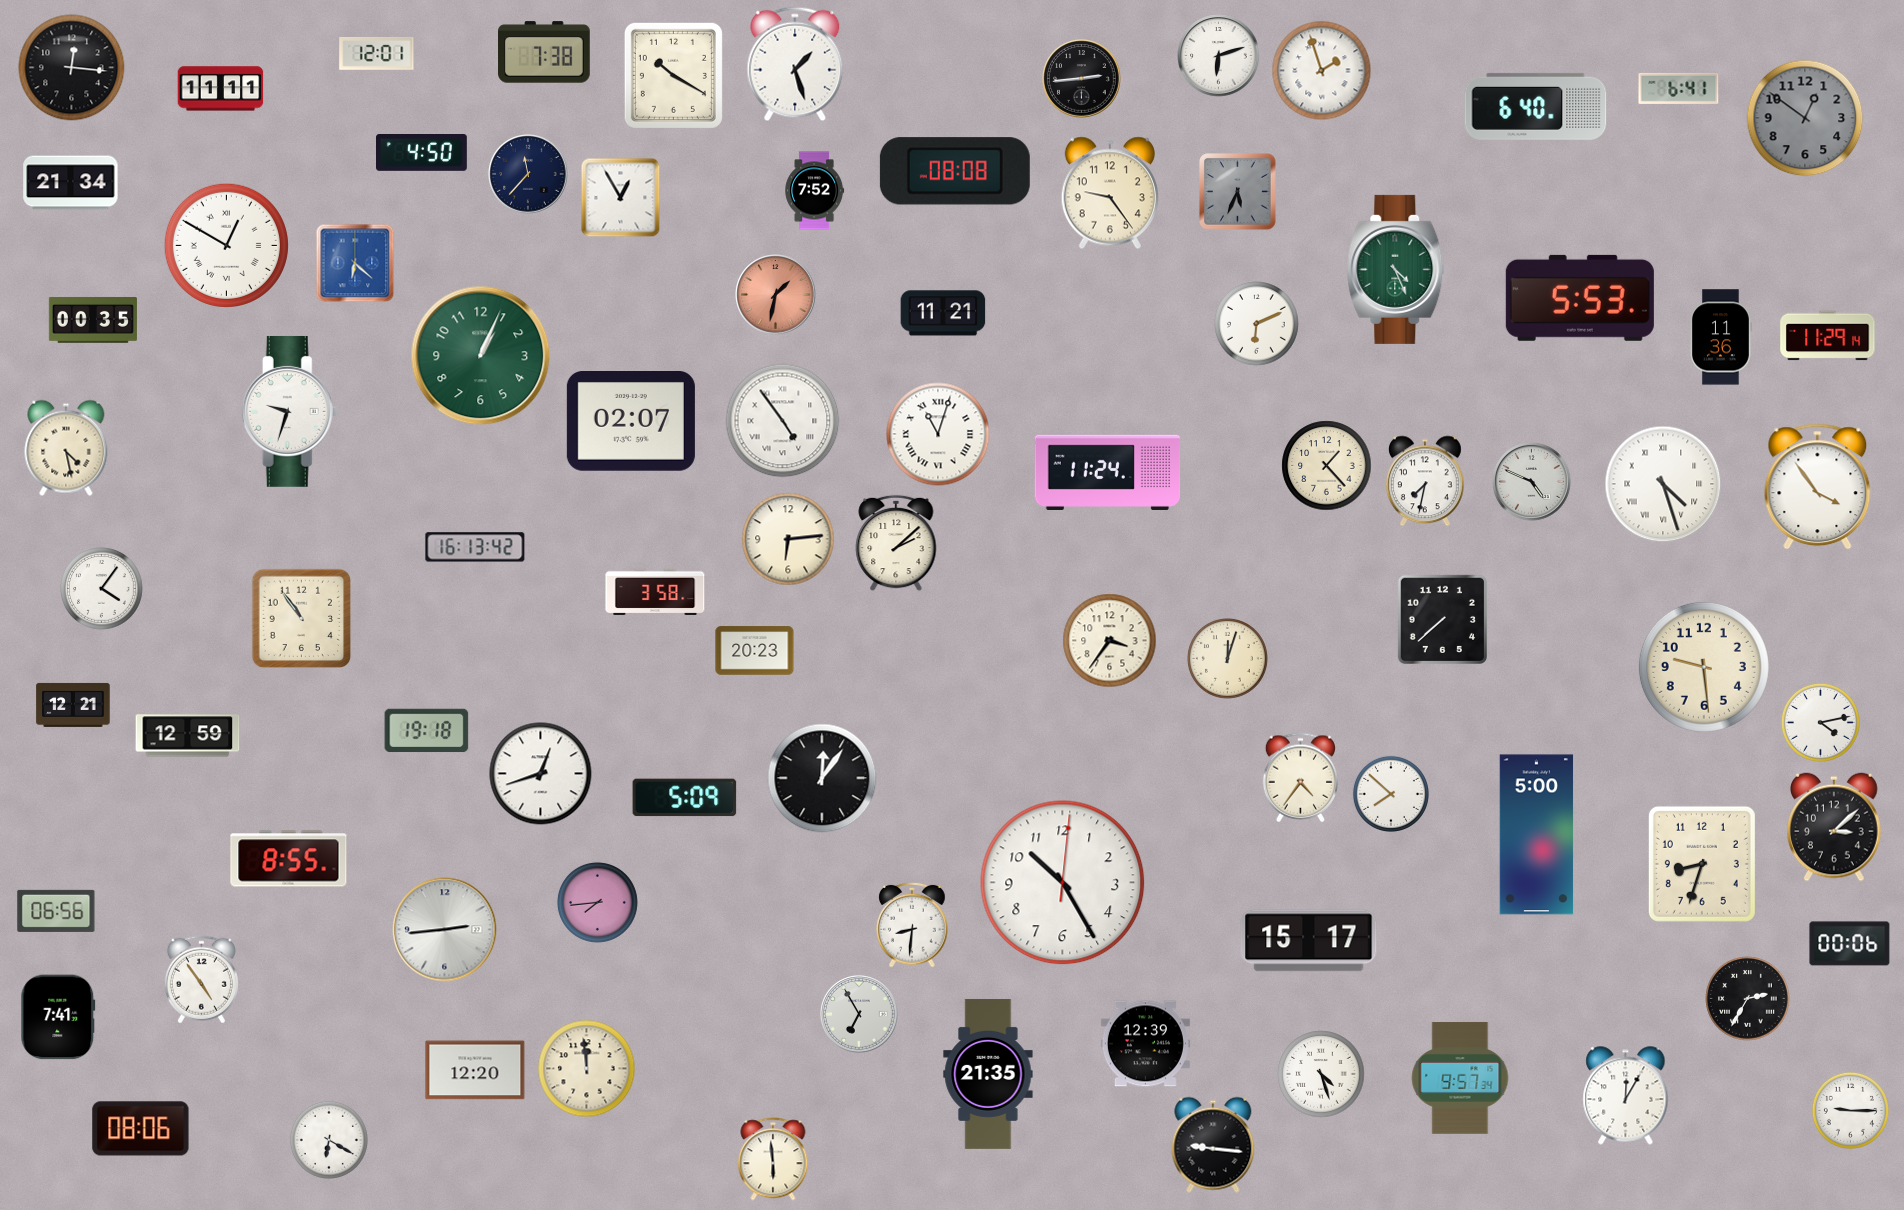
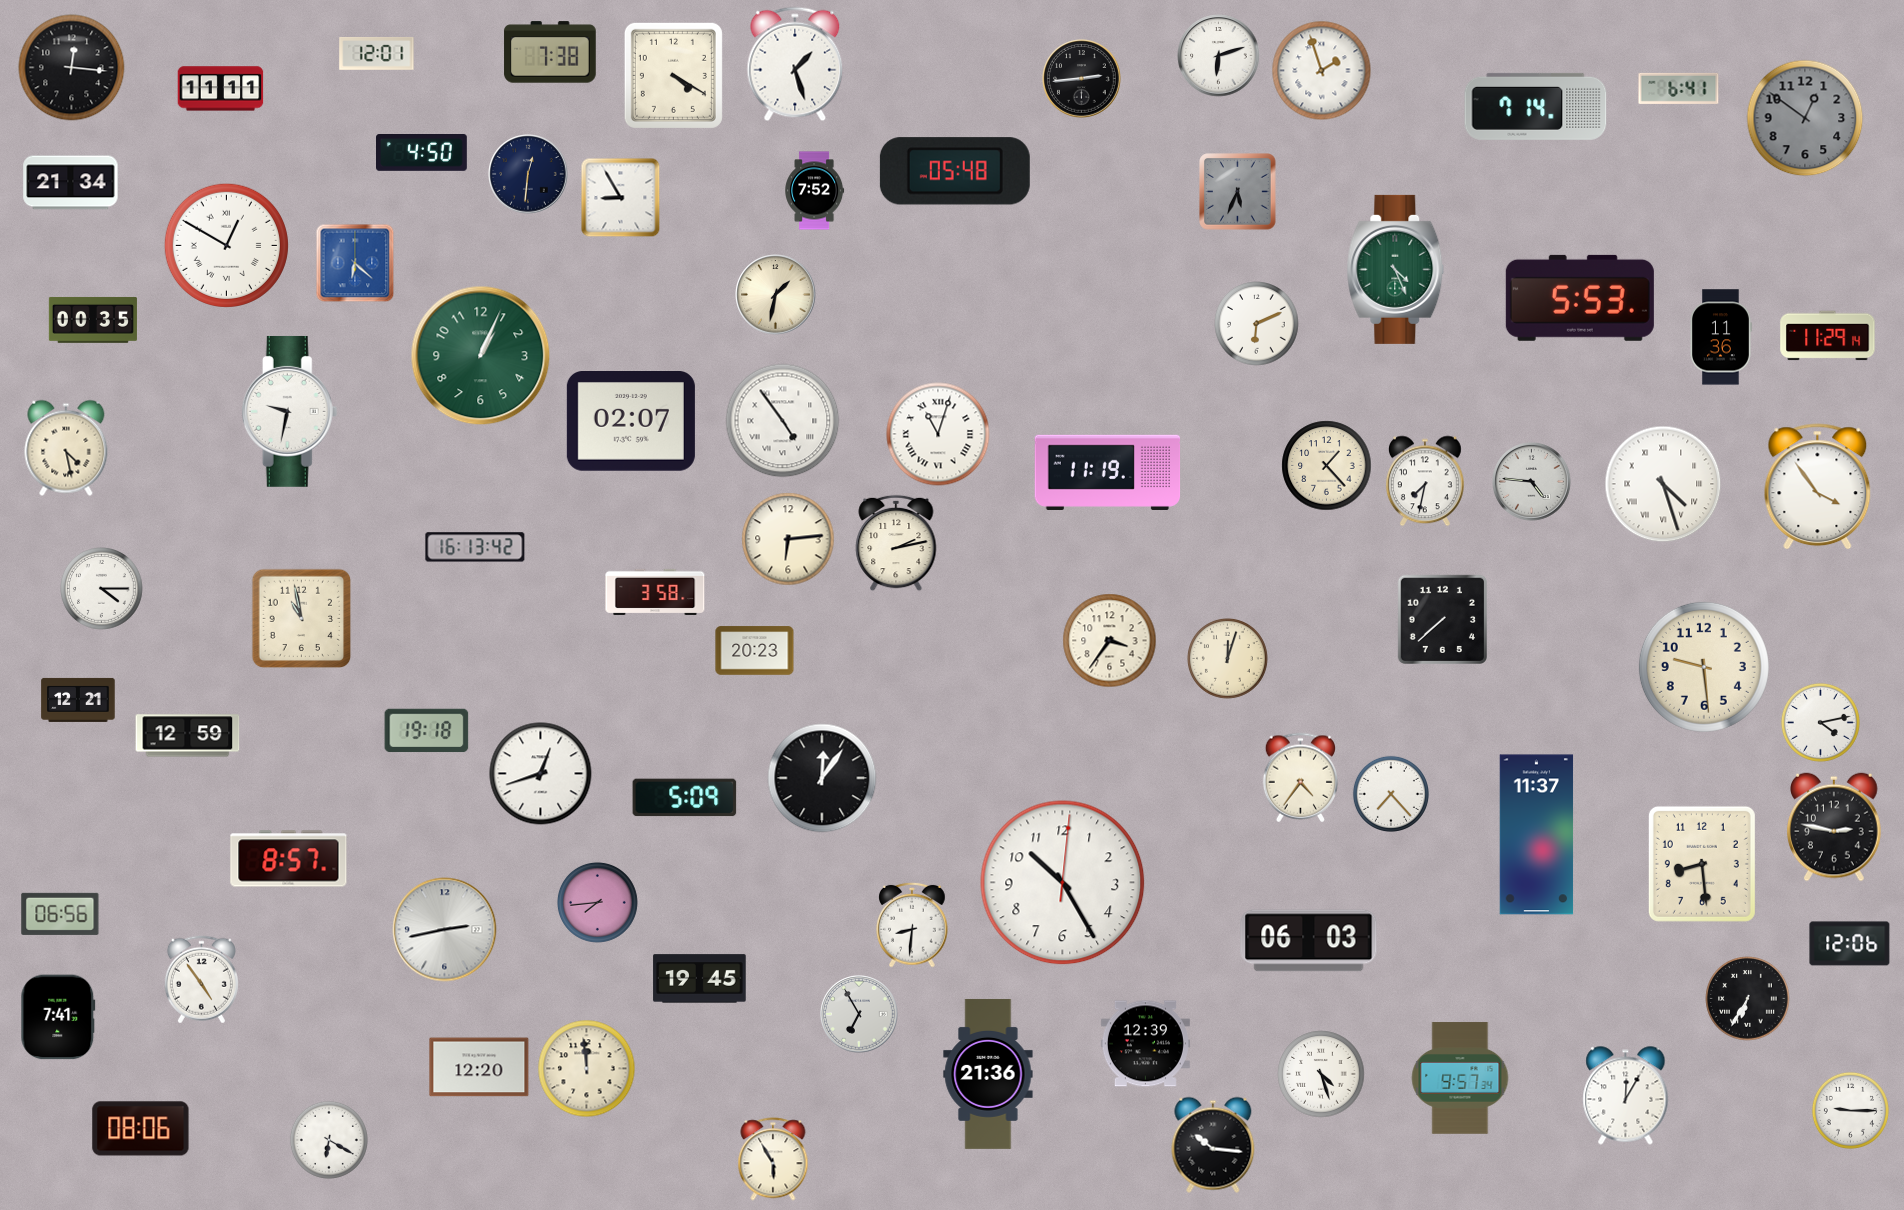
clock at (544, 52) position: (544, 52) -> (550, 52)
clock at (673, 75): 10:20 -> 4:20
clock at (1536, 106): 6:40 -> 7:14
clock at (955, 171): 08:08 -> 05:48
clock at (528, 174): 11:37 -> 12:31
clock at (1110, 193): 9:24 -> none
clock at (621, 198): 12:55 -> 8:55
clock at (776, 295) dial: salmon -> cream
clock at (943, 313): 11:21 -> none
clock at (290, 411): 9:33 -> 9:32
clock at (1108, 472): 11:24 -> 11:19
clock at (1532, 482): 4:49 -> 4:46
clock at (896, 543): 2:08 -> 2:13
clock at (102, 589): 4:06 -> 4:15
clock at (302, 619): 10:54 -> 10:58
clock at (73, 705) position: (73, 705) -> (78, 700)
clock at (1391, 794): 7:52 -> 7:23
clock at (1834, 827): 3:08 -> 2:47
clock at (1537, 835): 5:00 -> 11:37
clock at (289, 859): 8:55 -> 8:57
clock at (1702, 864): 8:33 -> 8:29
clock at (56, 911) position: (56, 911) -> (60, 914)
clock at (445, 930): 2:44 -> 2:43
clock at (1309, 941): 15:17 -> 06:03
clock at (1850, 944): 00:06 -> 12:06
clock at (700, 979): none -> 19:45
clock at (1748, 999): 2:35 -> 6:35
clock at (475, 1070) position: (475, 1070) -> (479, 1067)
clock at (988, 1074): 21:35 -> 21:36
clock at (1213, 1145): 9:16 -> 10:16
clock at (773, 1159): 5:59 -> 5:55
